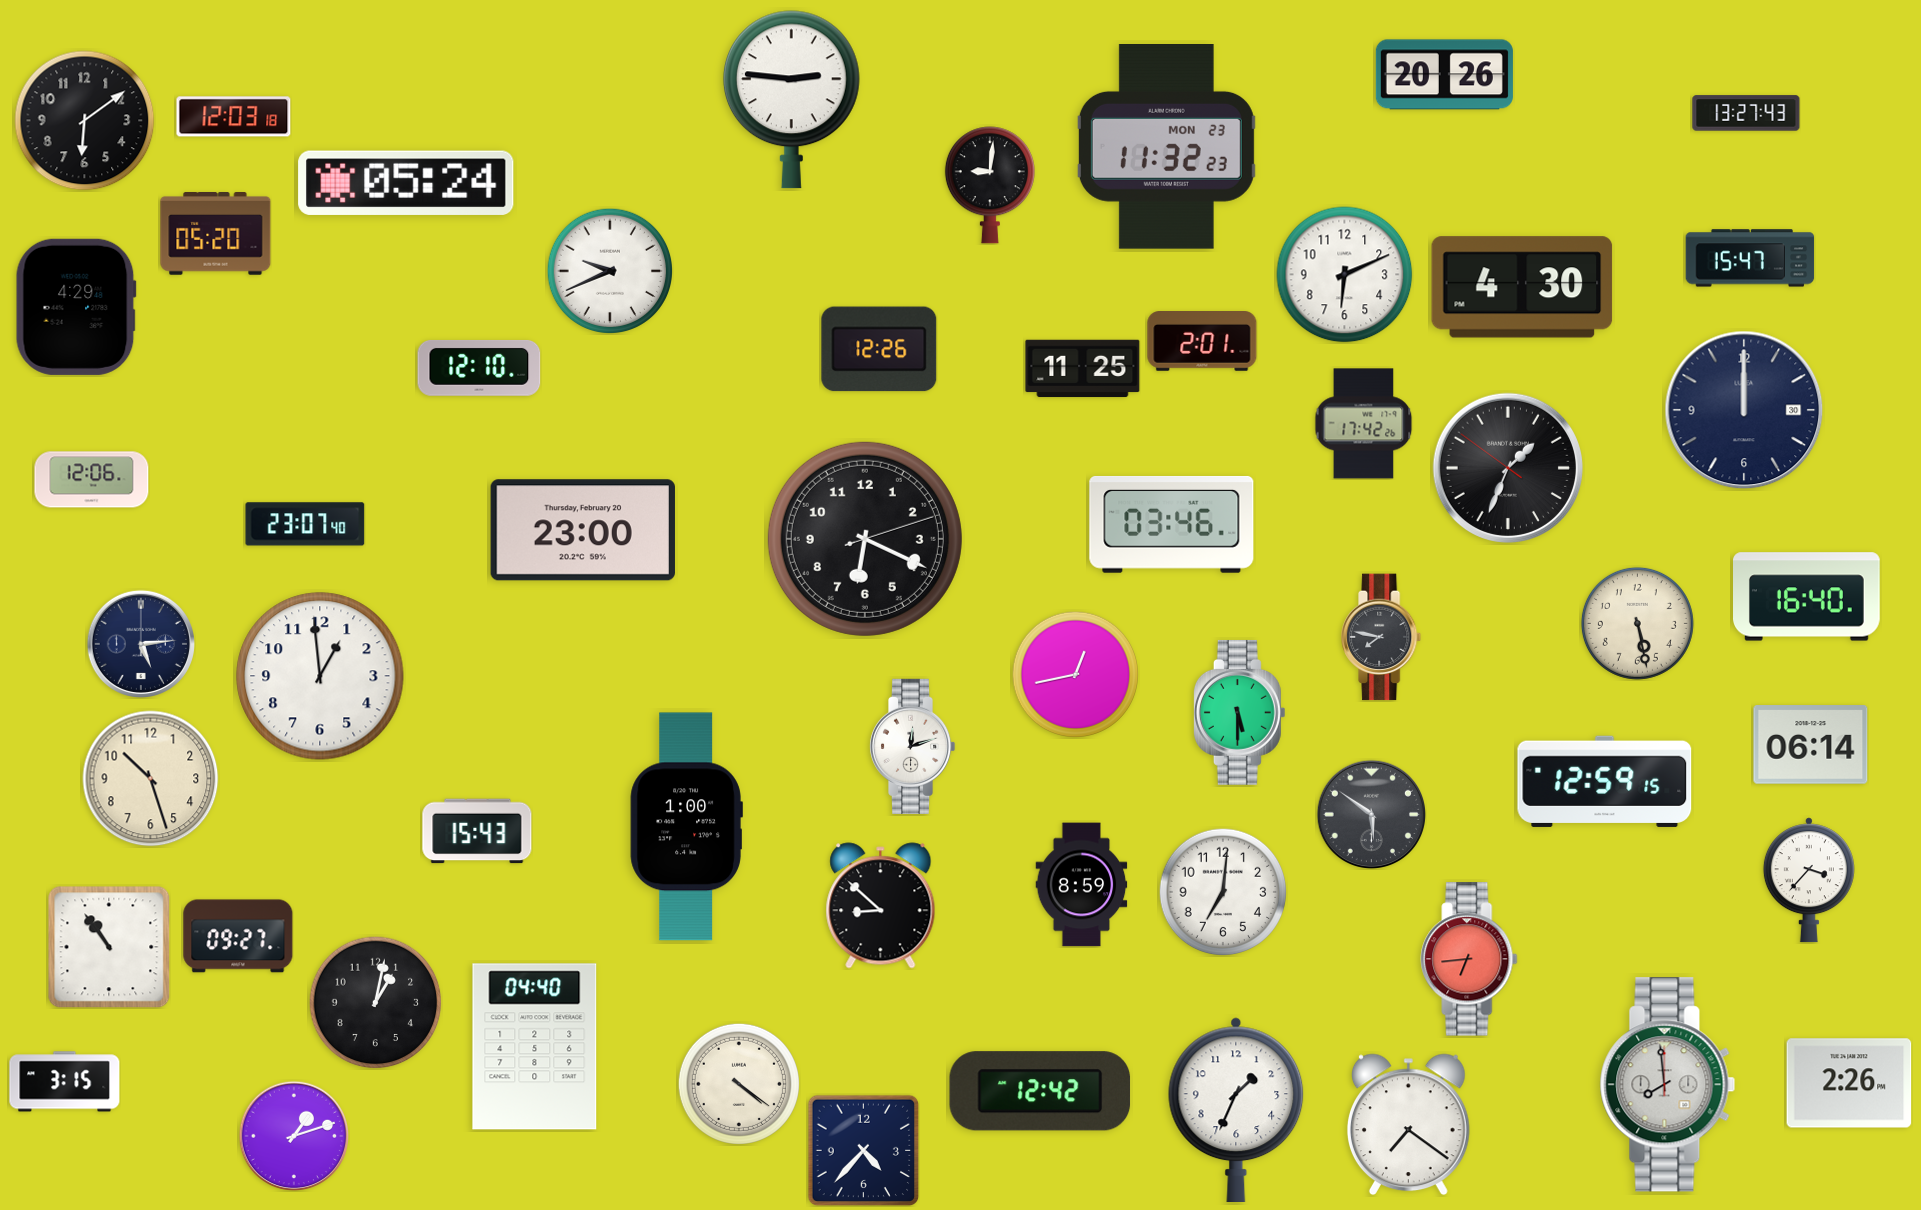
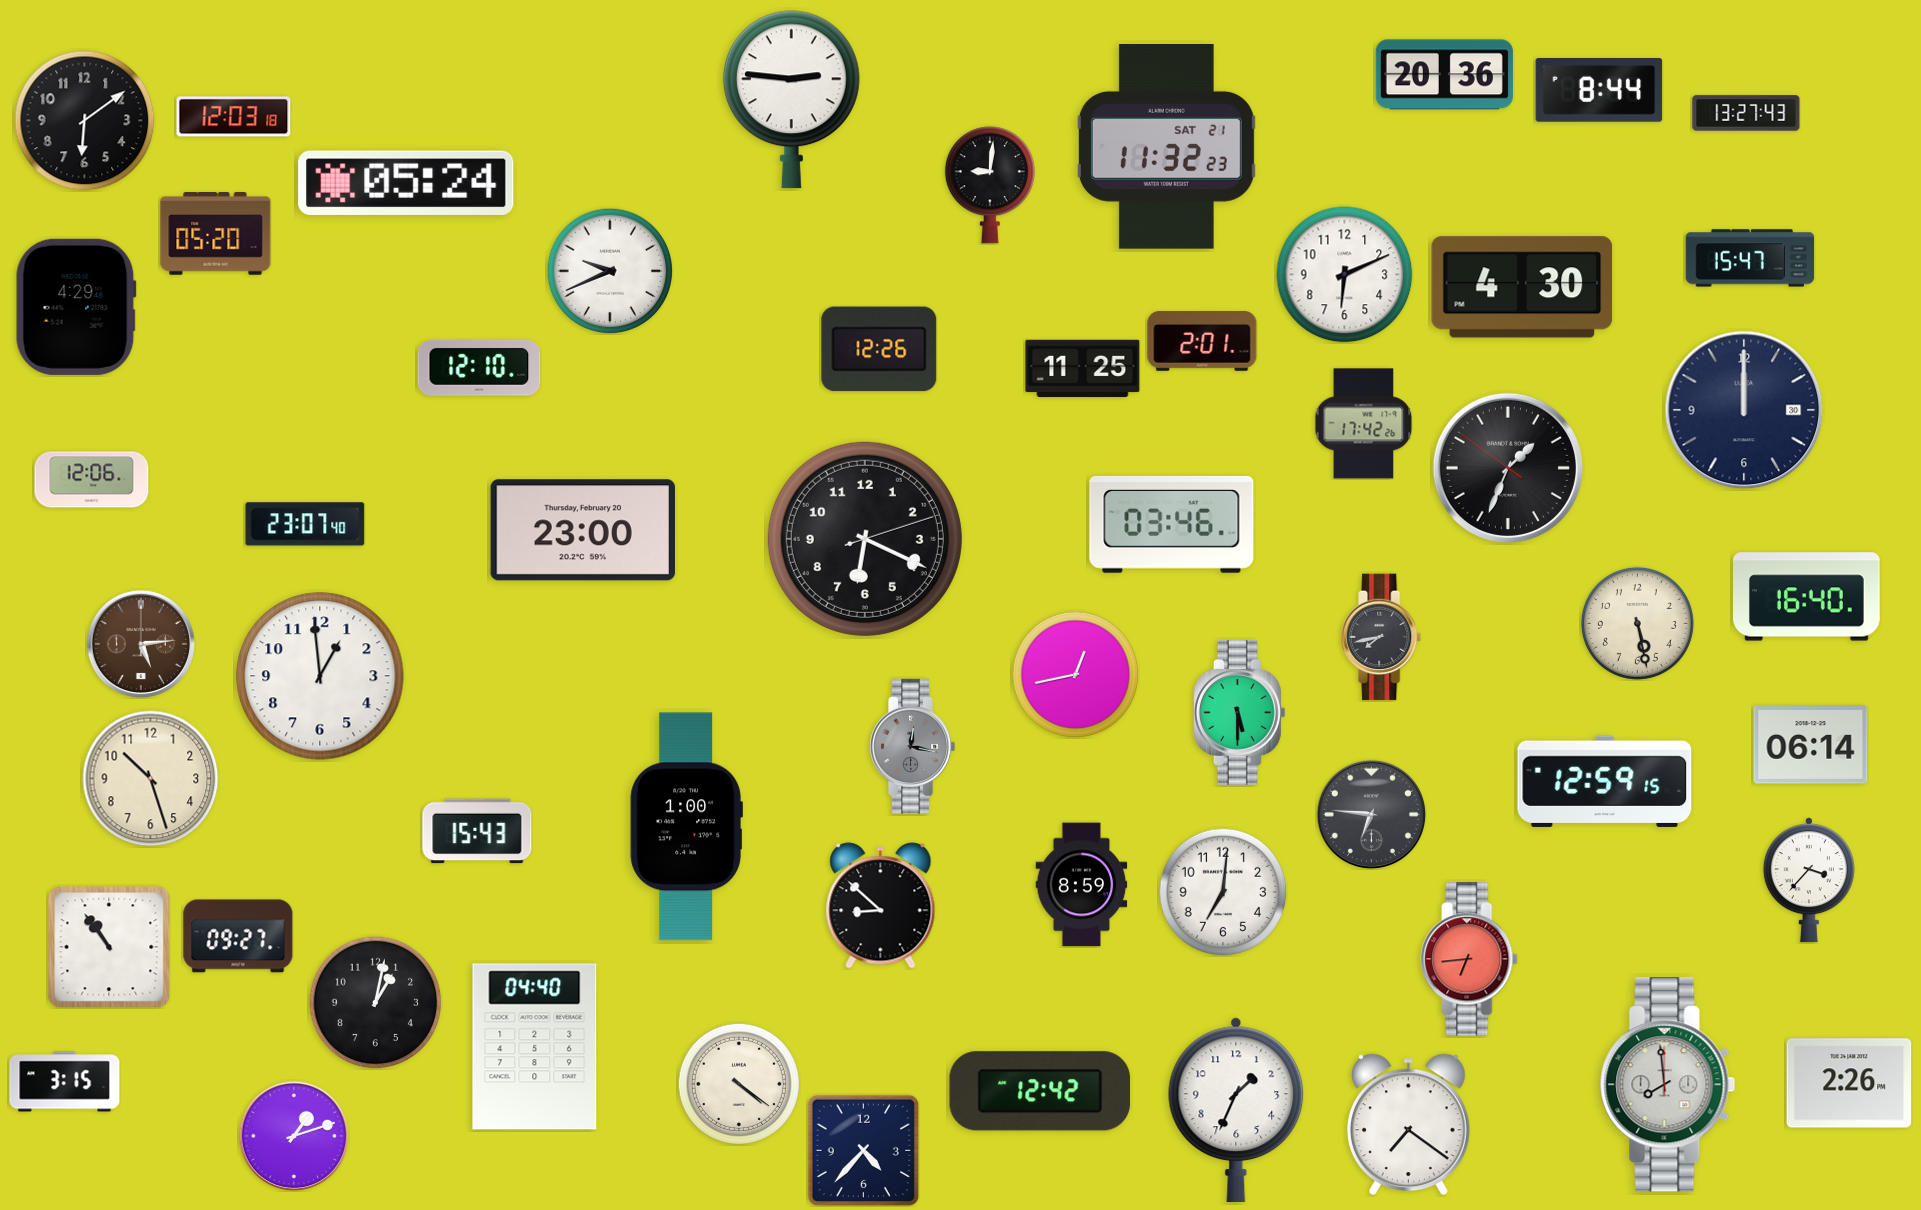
clock at (1444, 75): 20:26 -> 20:36
clock at (1599, 90): none -> 8:44
clock at (1166, 147) date: MON 23 -> SAT 21
clock at (1382, 637): 7:47 -> 7:43
clock at (140, 643) dial: navy -> brown
clock at (912, 746): 12:12 -> 12:17
clock at (912, 746) dial: white -> grey
clock at (1371, 814): 5:51 -> 6:46
